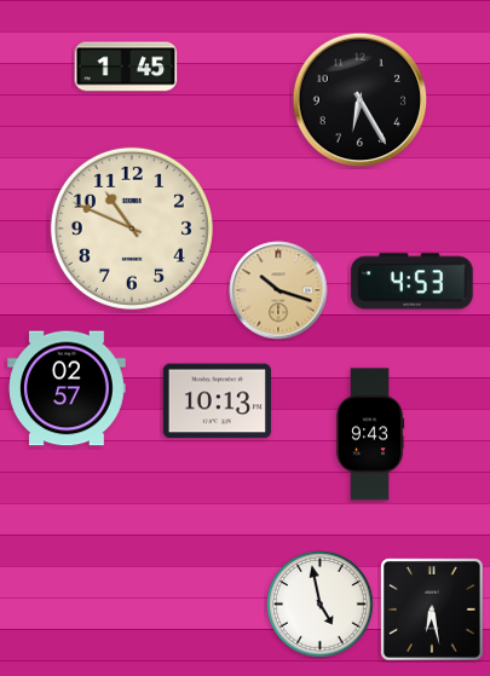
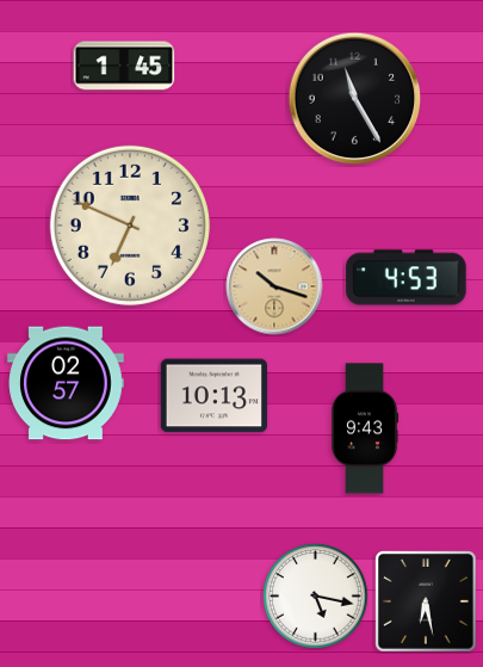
clock at (361, 100): 6:25 -> 11:25
clock at (132, 229): 10:49 -> 6:49
clock at (321, 605): 4:58 -> 5:17
